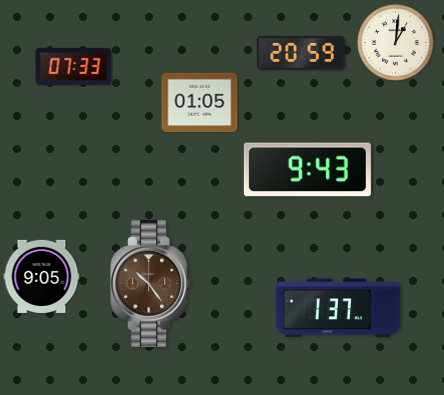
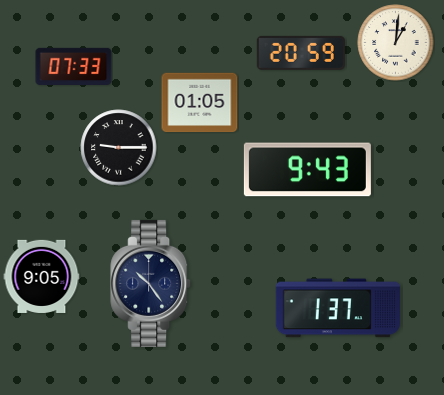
clock at (119, 148): none -> 9:15
clock at (151, 283) dial: brown -> navy
